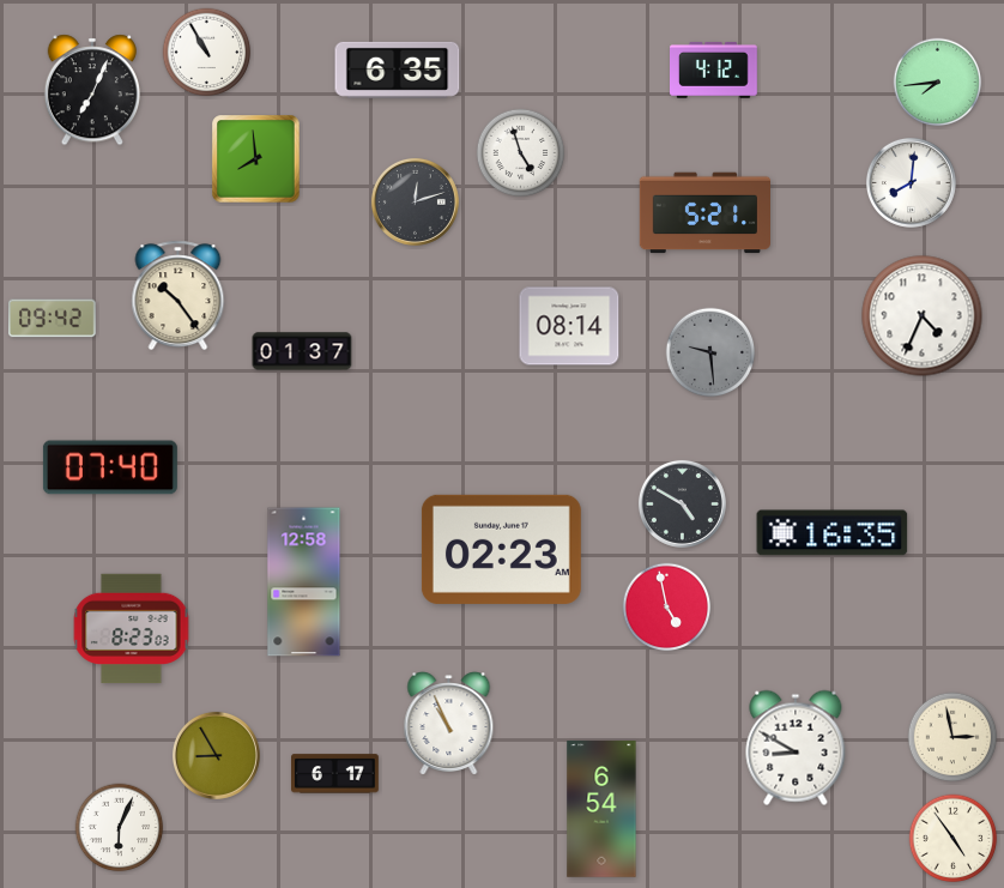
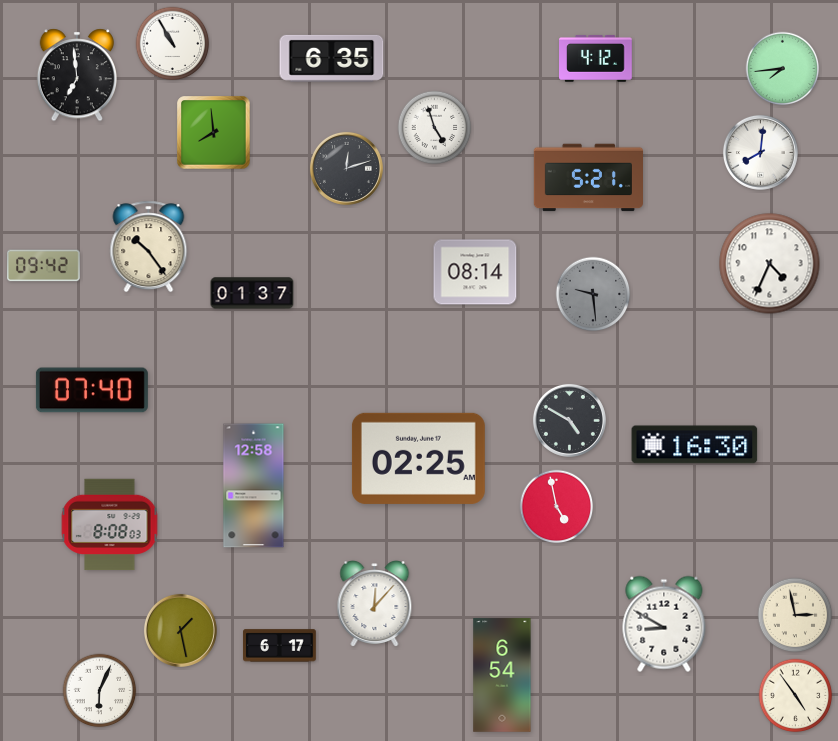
clock at (91, 90): 7:04 -> 6:59
clock at (833, 533): 16:35 -> 16:30
clock at (501, 549): 02:23 -> 02:25
clock at (132, 629): 8:23 -> 8:08
clock at (449, 724): 10:56 -> 12:07
clock at (216, 755): 8:55 -> 1:28
clock at (954, 839) position: (954, 839) -> (796, 696)
